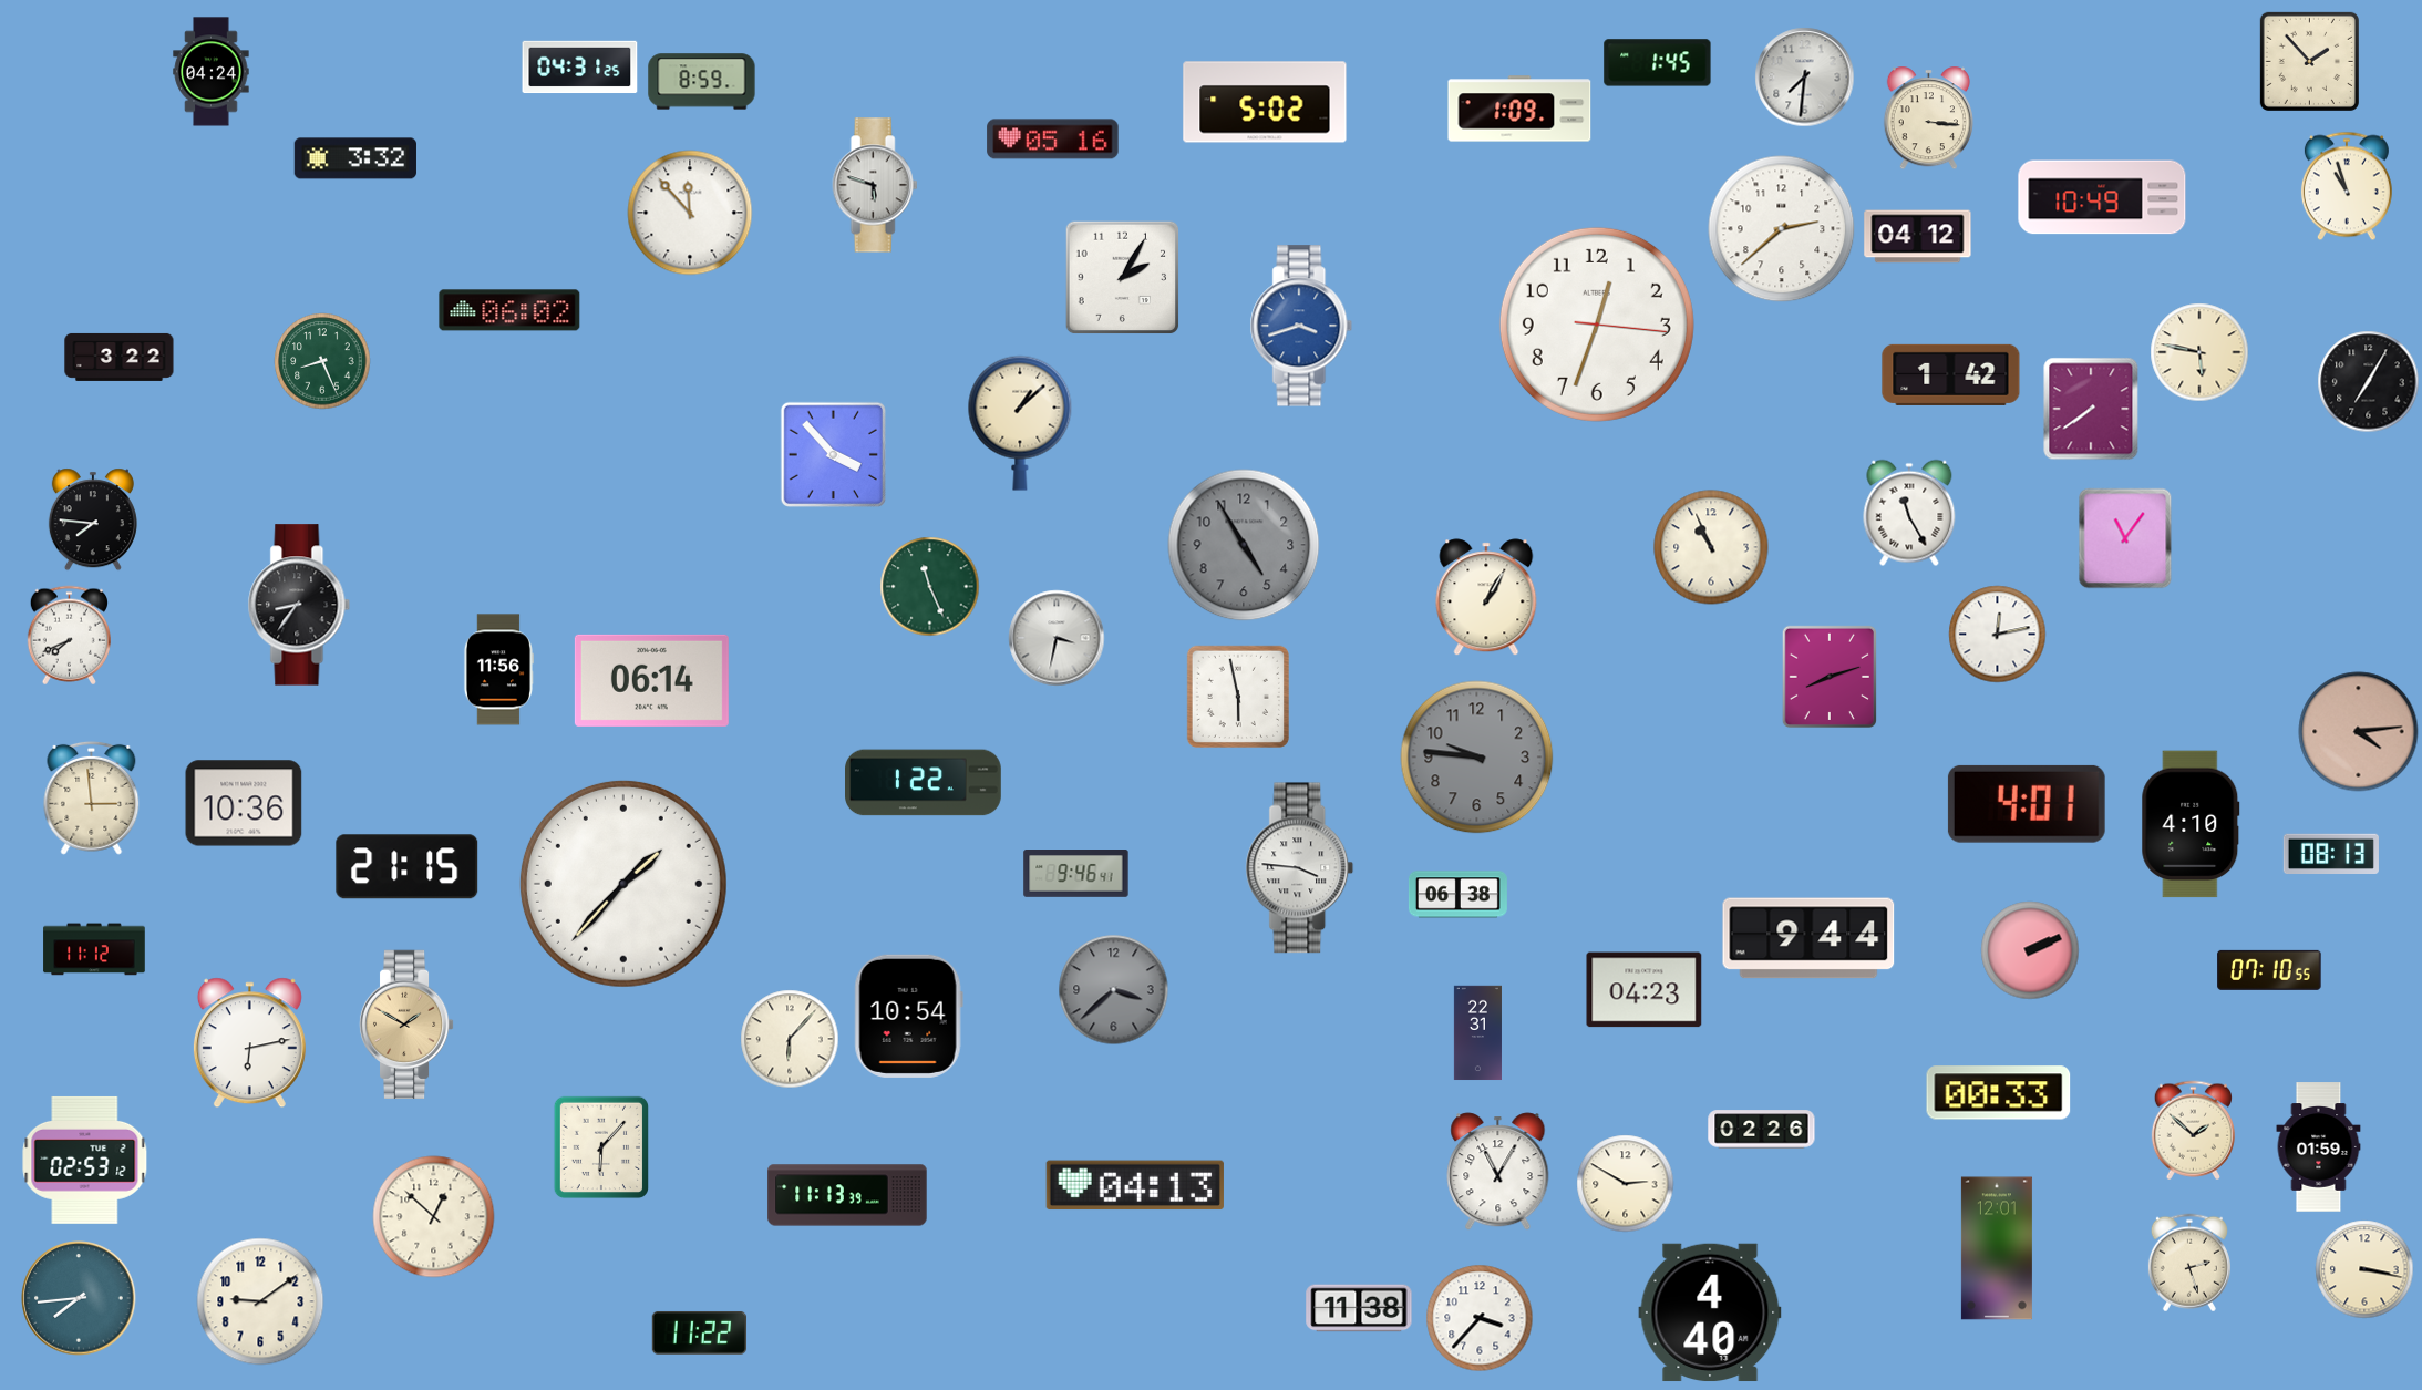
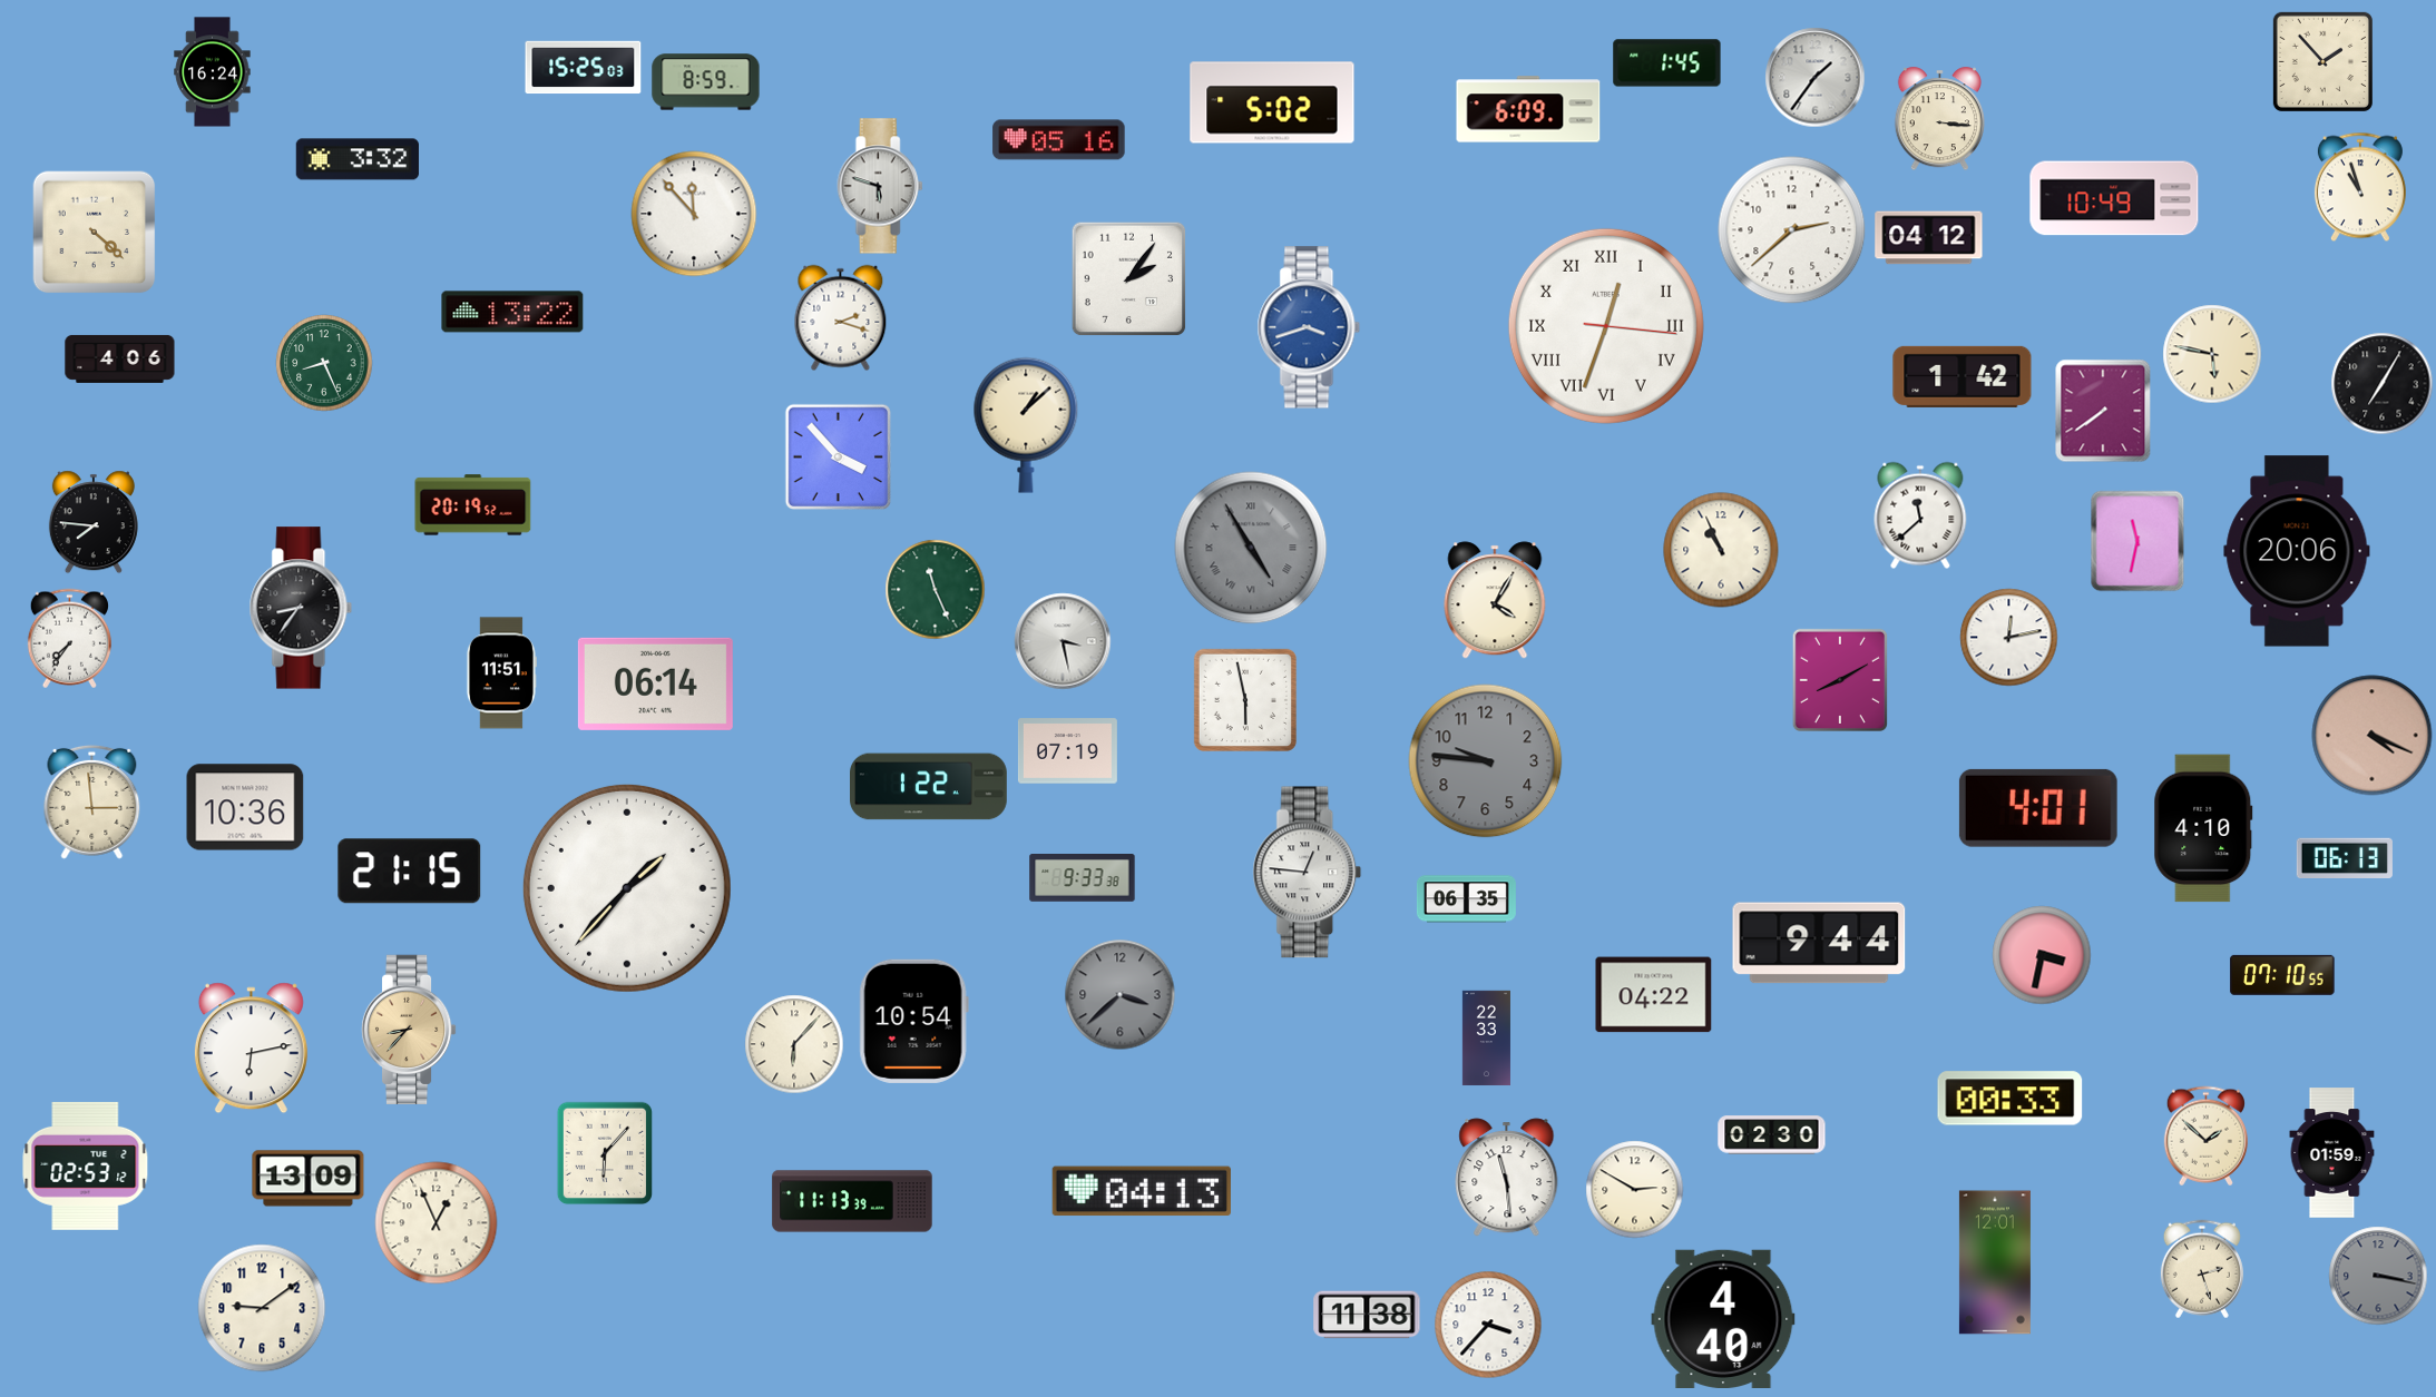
clock at (580, 68): 04:31 -> 15:25
clock at (212, 72): 04:24 -> 16:24
clock at (1805, 78): 7:31 -> 1:36
clock at (1519, 109): 1:09 -> 6:09
clock at (95, 233): none -> 4:22
clock at (1123, 278): 2:05 -> 2:06
clock at (509, 310): 06:02 -> 13:22
clock at (841, 318): none -> 2:18
clock at (1597, 325) numerals: Arabic -> Roman
clock at (120, 357): 3:22 -> 4:06
clock at (473, 505): none -> 20:19
clock at (1909, 513): 11:25 -> 11:38
clock at (2125, 538): 11:06 -> 11:32
clock at (1244, 545) numerals: Arabic -> Roman
clock at (2297, 551): none -> 20:06
clock at (1486, 597): 1:05 -> 4:05
clock at (69, 636): 7:41 -> 7:36
clock at (1057, 638): 3:32 -> 3:28
clock at (498, 670): 11:56 -> 11:51
clock at (1830, 677): 8:12 -> 8:10
clock at (2359, 732): 4:14 -> 4:19
clock at (1067, 751): none -> 07:19
clock at (2331, 853): 08:13 -> 06:13
clock at (1300, 868): 3:46 -> 12:46
clock at (1076, 874): 9:46 -> 9:33
clock at (1457, 895): 06:38 -> 06:35
clock at (94, 949): 11:12 -> none
clock at (2030, 950): 2:11 -> 3:32
clock at (1645, 990): 04:23 -> 04:22
clock at (406, 1025): 1:50 -> 8:37
clock at (1477, 1033): 22:31 -> 22:33
clock at (1762, 1130): 02:26 -> 02:30
clock at (1498, 1172): 11:05 -> 11:29
clock at (309, 1179): none -> 13:09
clock at (434, 1217): 12:52 -> 12:56
clock at (1997, 1248) position: (1997, 1248) -> (1995, 1262)
clock at (2364, 1269) dial: cream -> grey
clock at (79, 1298): 7:44 -> none
clock at (1710, 1312) position: (1710, 1312) -> (1723, 1319)
clock at (699, 1332): 11:22 -> none
